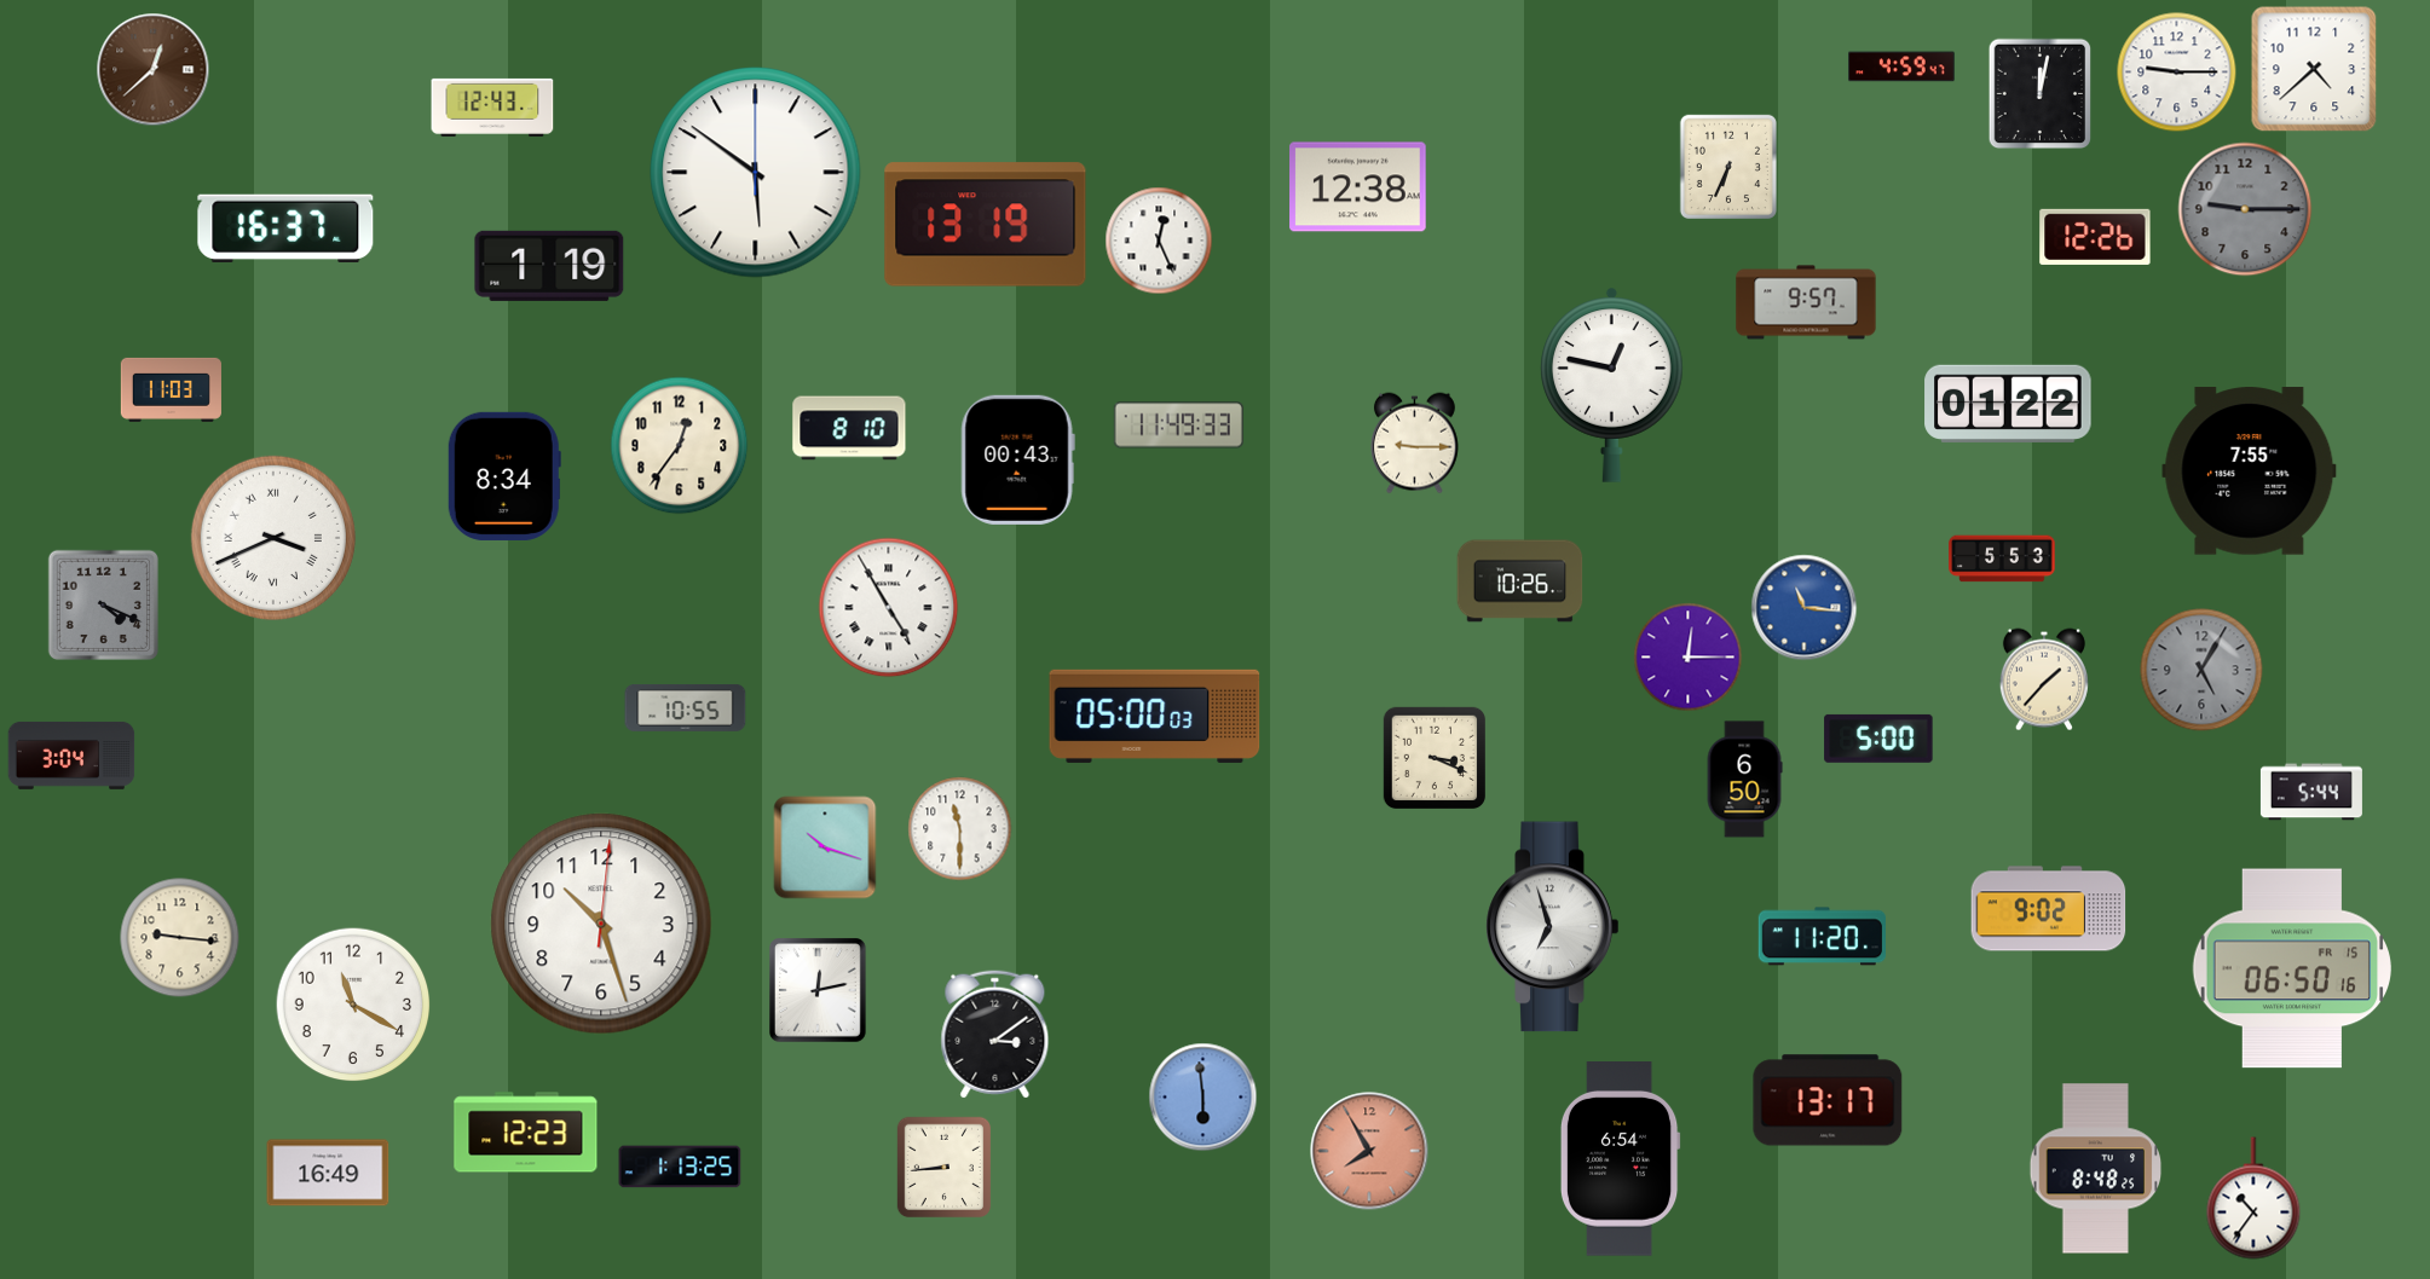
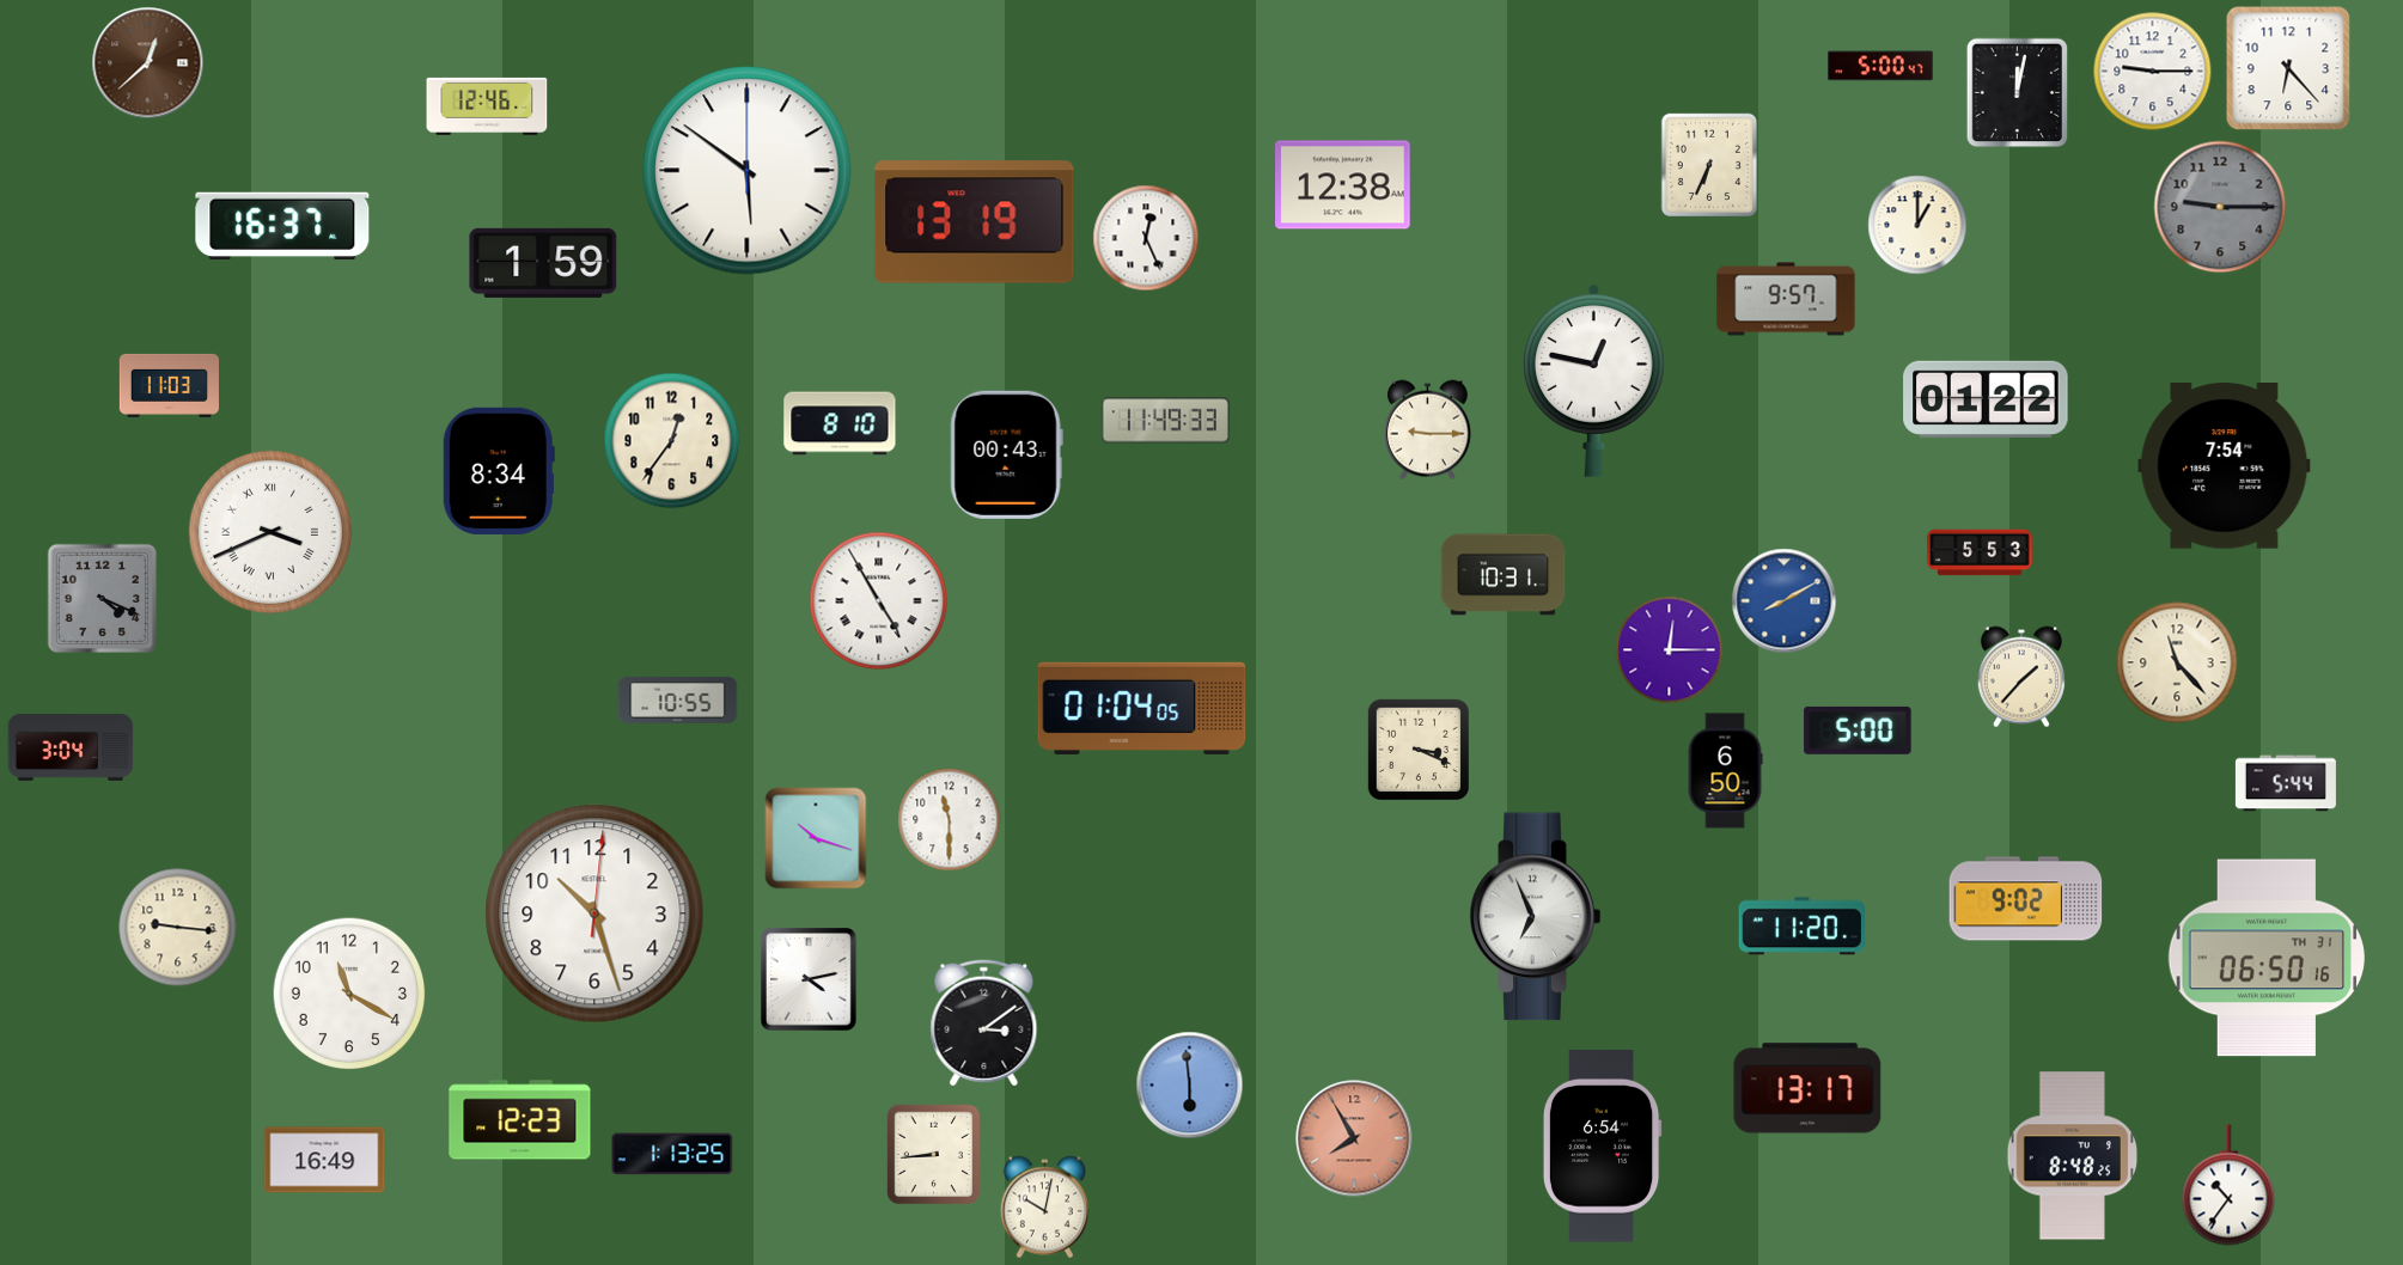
clock at (1901, 66): 4:59 -> 5:00
clock at (2314, 69): 4:38 -> 6:23
clock at (154, 70) position: (154, 70) -> (148, 63)
clock at (492, 108): 12:43 -> 12:46
clock at (1917, 225): none -> 1:00
clock at (2095, 237): 12:26 -> none
clock at (549, 266): 1:19 -> 1:59
clock at (1414, 444) position: (1414, 444) -> (1427, 430)
clock at (2250, 471): 7:55 -> 7:54
clock at (1520, 581): 10:26 -> 10:31
clock at (1805, 608): 11:16 -> 8:10
clock at (2201, 670): 5:05 -> 11:23
clock at (2201, 670) dial: grey -> cream
clock at (2044, 679) position: (2044, 679) -> (2021, 677)
clock at (1155, 716): 05:00 -> 01:04
clock at (1553, 927): 6:57 -> 6:56
clock at (2292, 968) date: FR 15 -> TH 31
clock at (819, 991): 12:13 -> 4:13
clock at (1044, 1208): none -> 10:02
